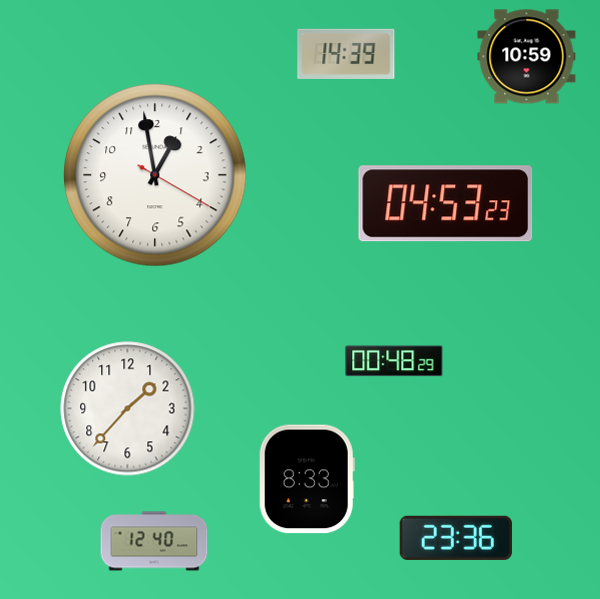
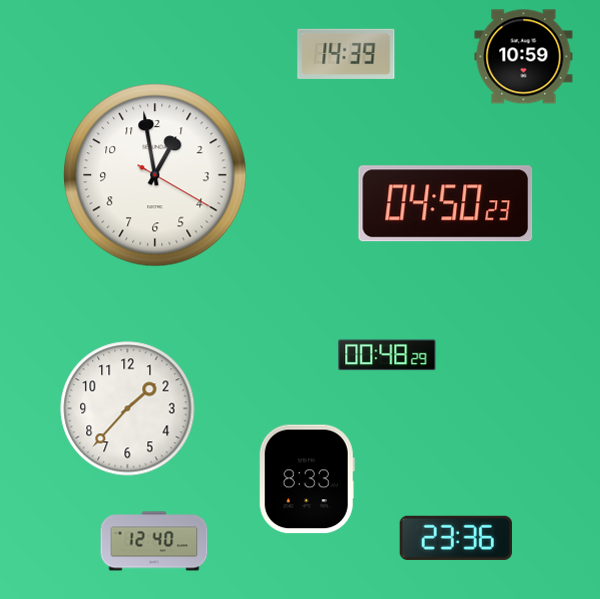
clock at (527, 57) position: (527, 57) -> (524, 57)
clock at (446, 204): 04:53 -> 04:50
clock at (394, 361) position: (394, 361) -> (387, 355)
